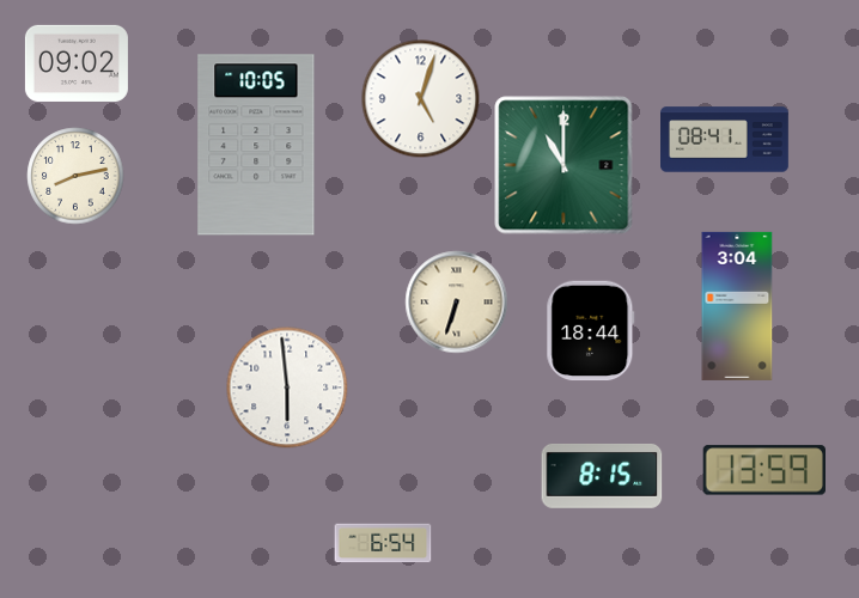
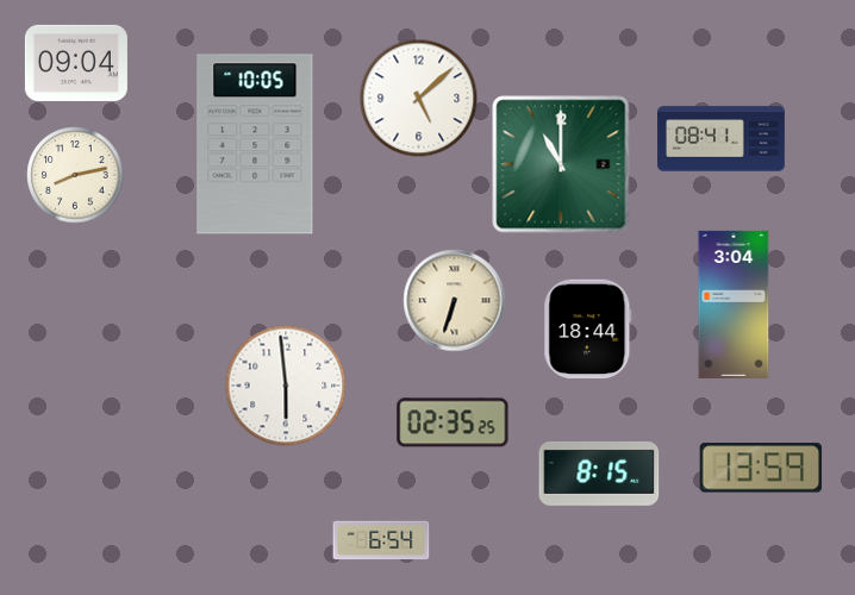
clock at (77, 63): 09:02 -> 09:04
clock at (421, 99): 5:03 -> 5:08
clock at (453, 422): none -> 02:35
